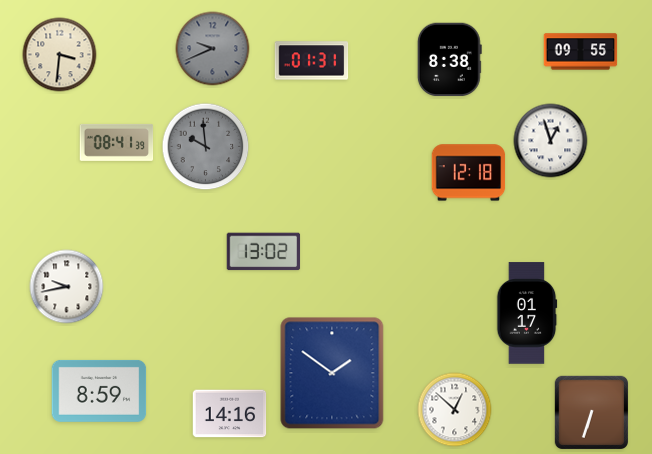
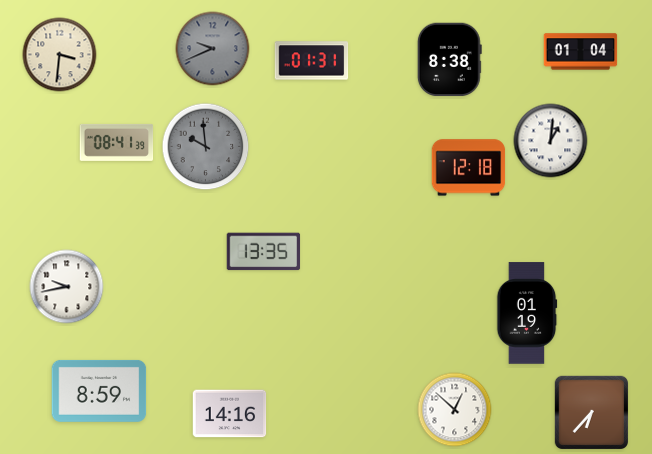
clock at (581, 52): 09:55 -> 01:04
clock at (551, 141): 12:57 -> 1:01
clock at (469, 173) position: (469, 173) -> (469, 168)
clock at (264, 252): 13:02 -> 13:35
clock at (527, 313): 01:17 -> 01:19
clock at (332, 373): 1:51 -> none
clock at (591, 412): 6:33 -> 6:37
